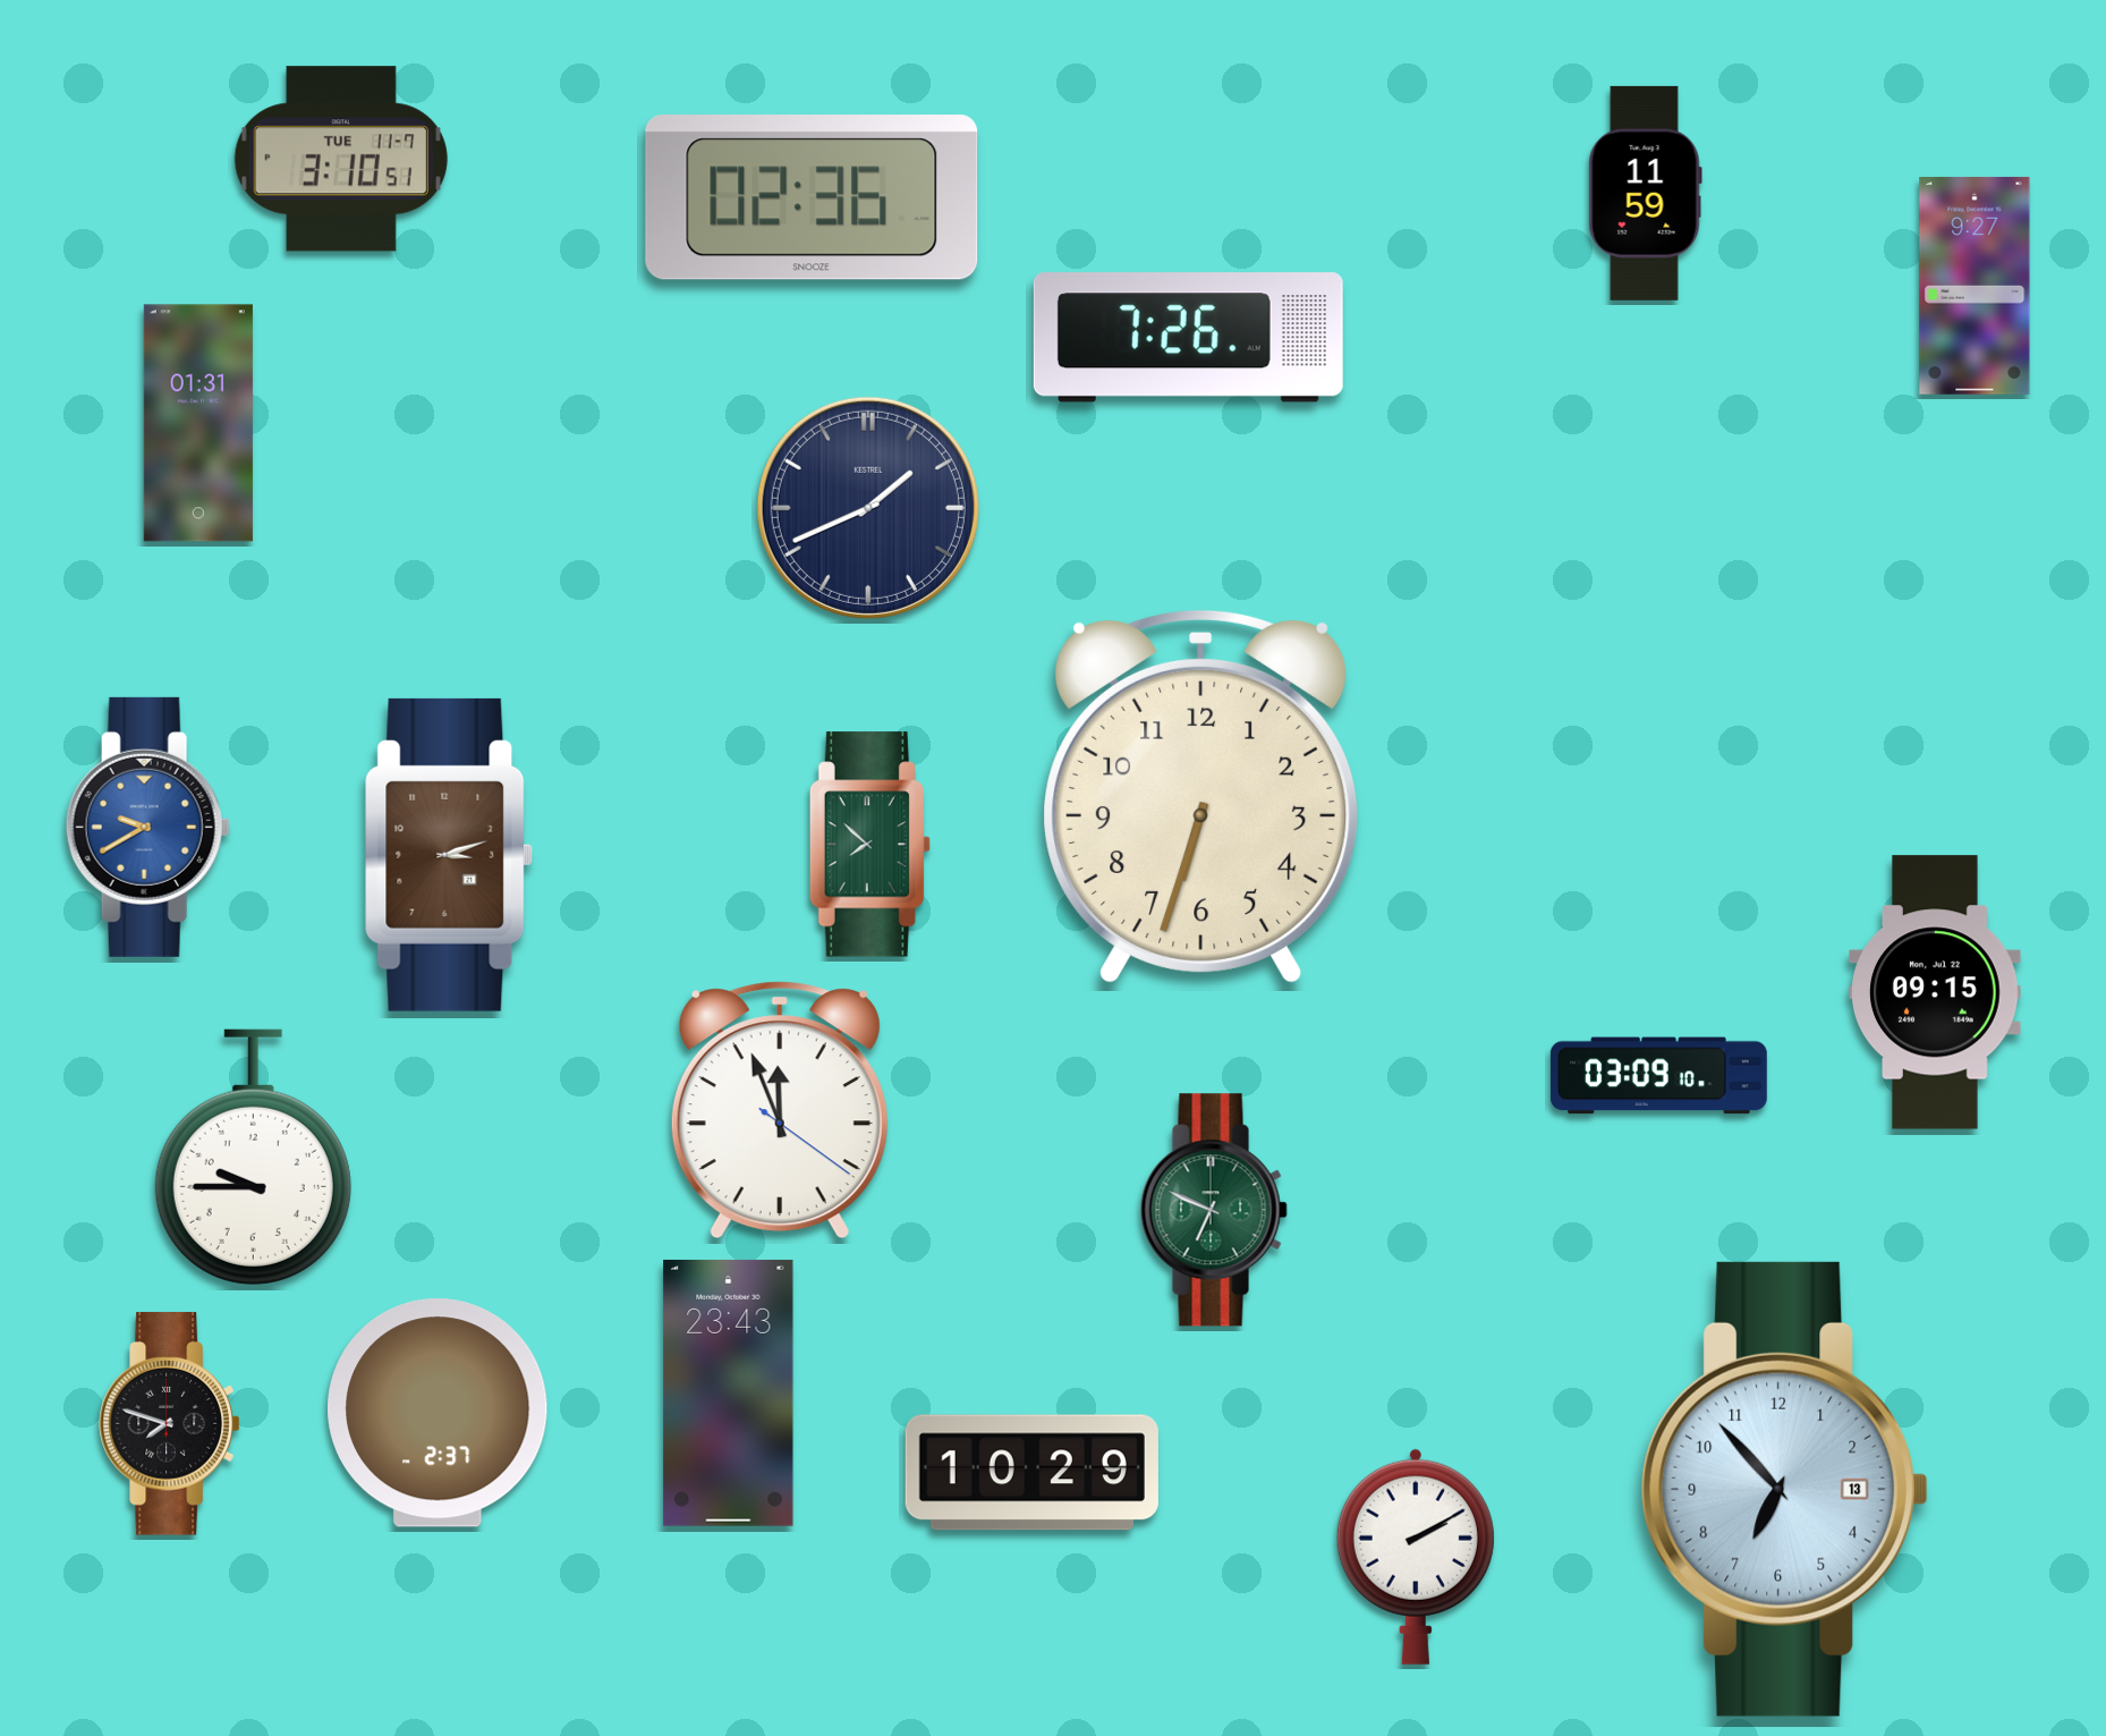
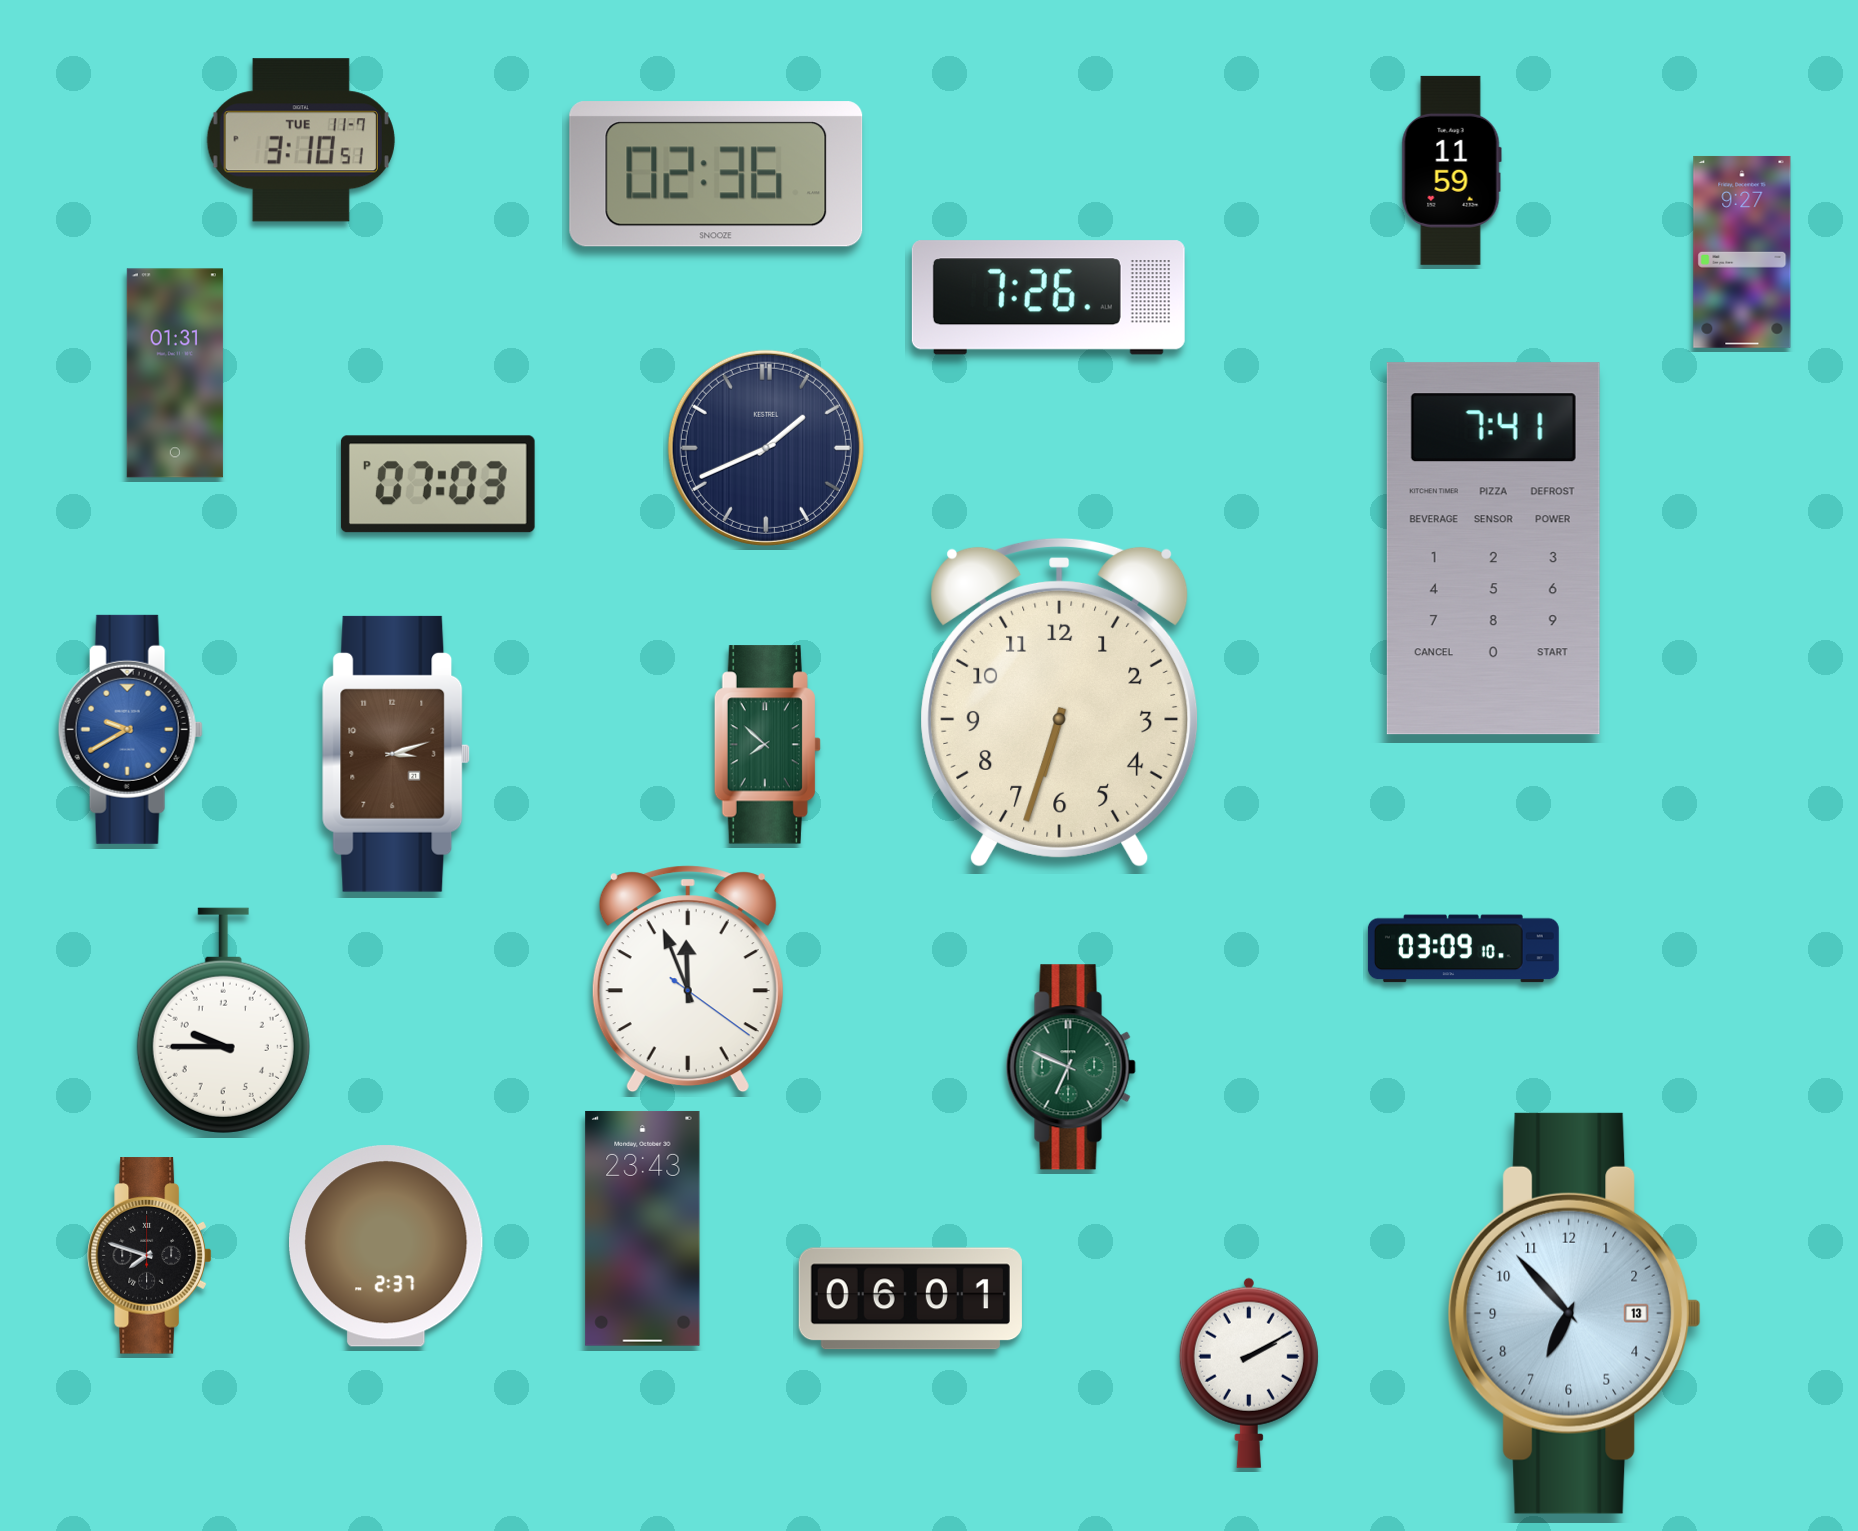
clock at (438, 484): none -> 07:03
clock at (1493, 549): none -> 7:41
clock at (1935, 992): 09:15 -> none
clock at (1031, 1473): 10:29 -> 06:01
